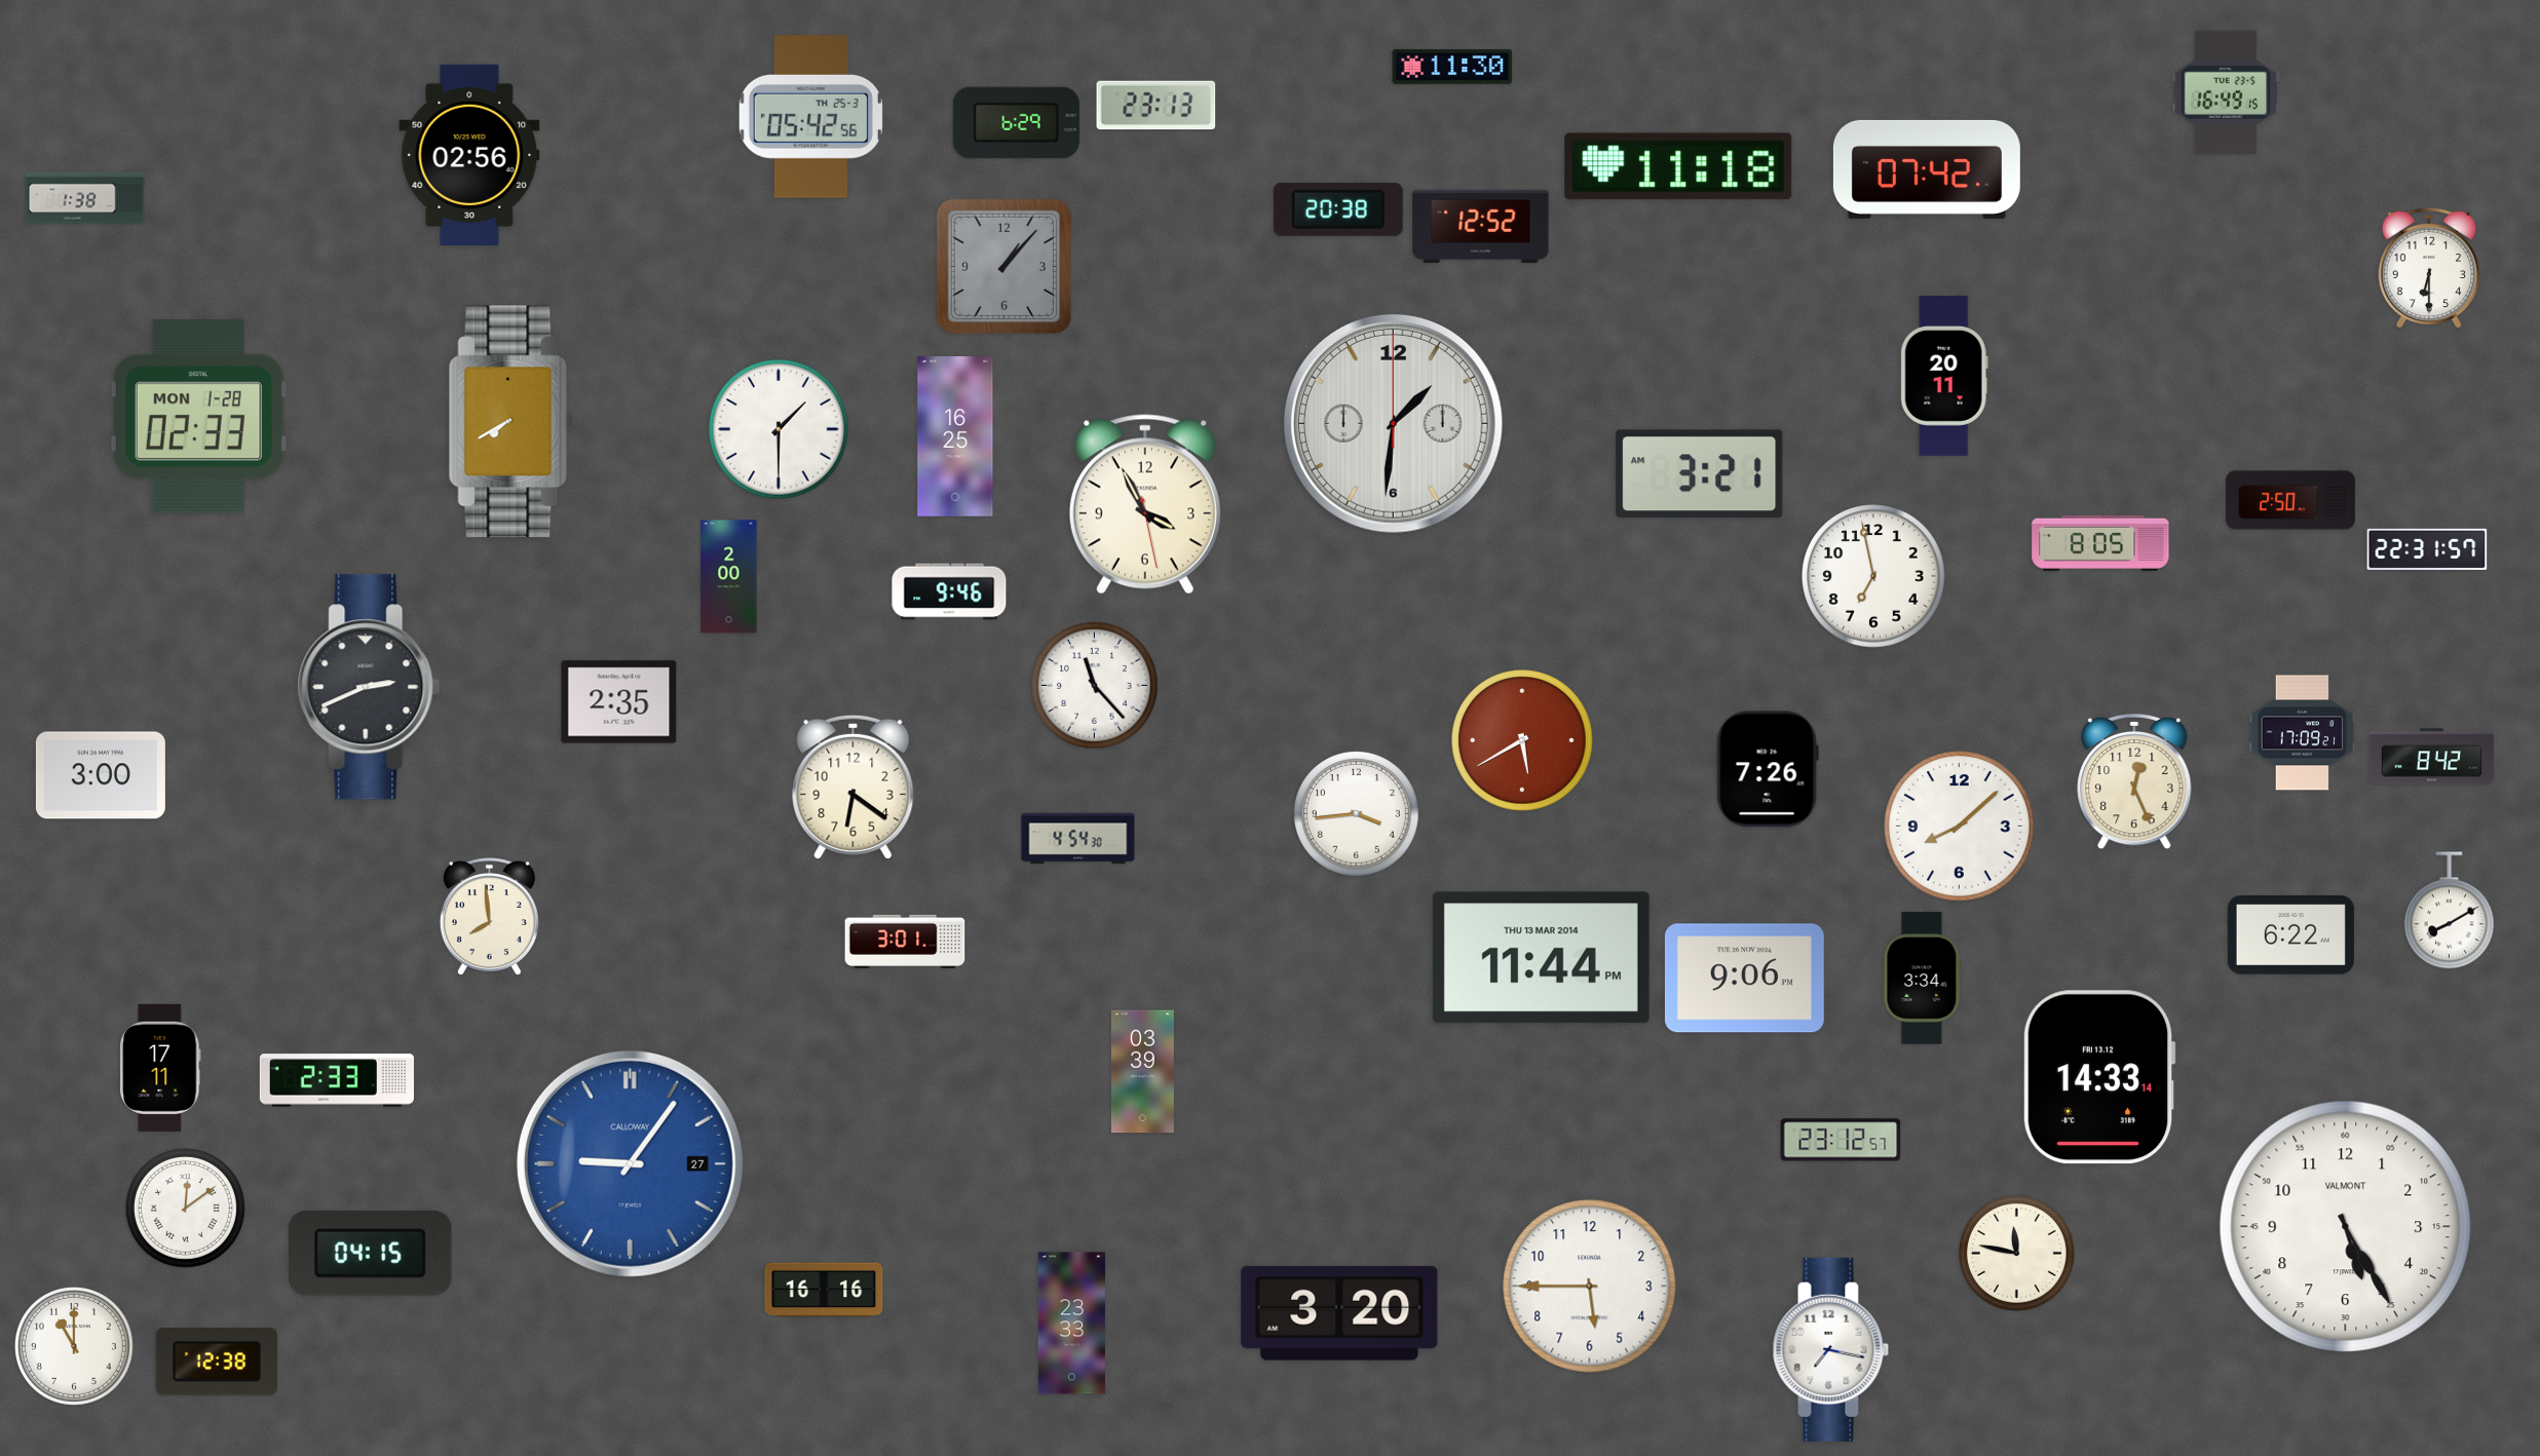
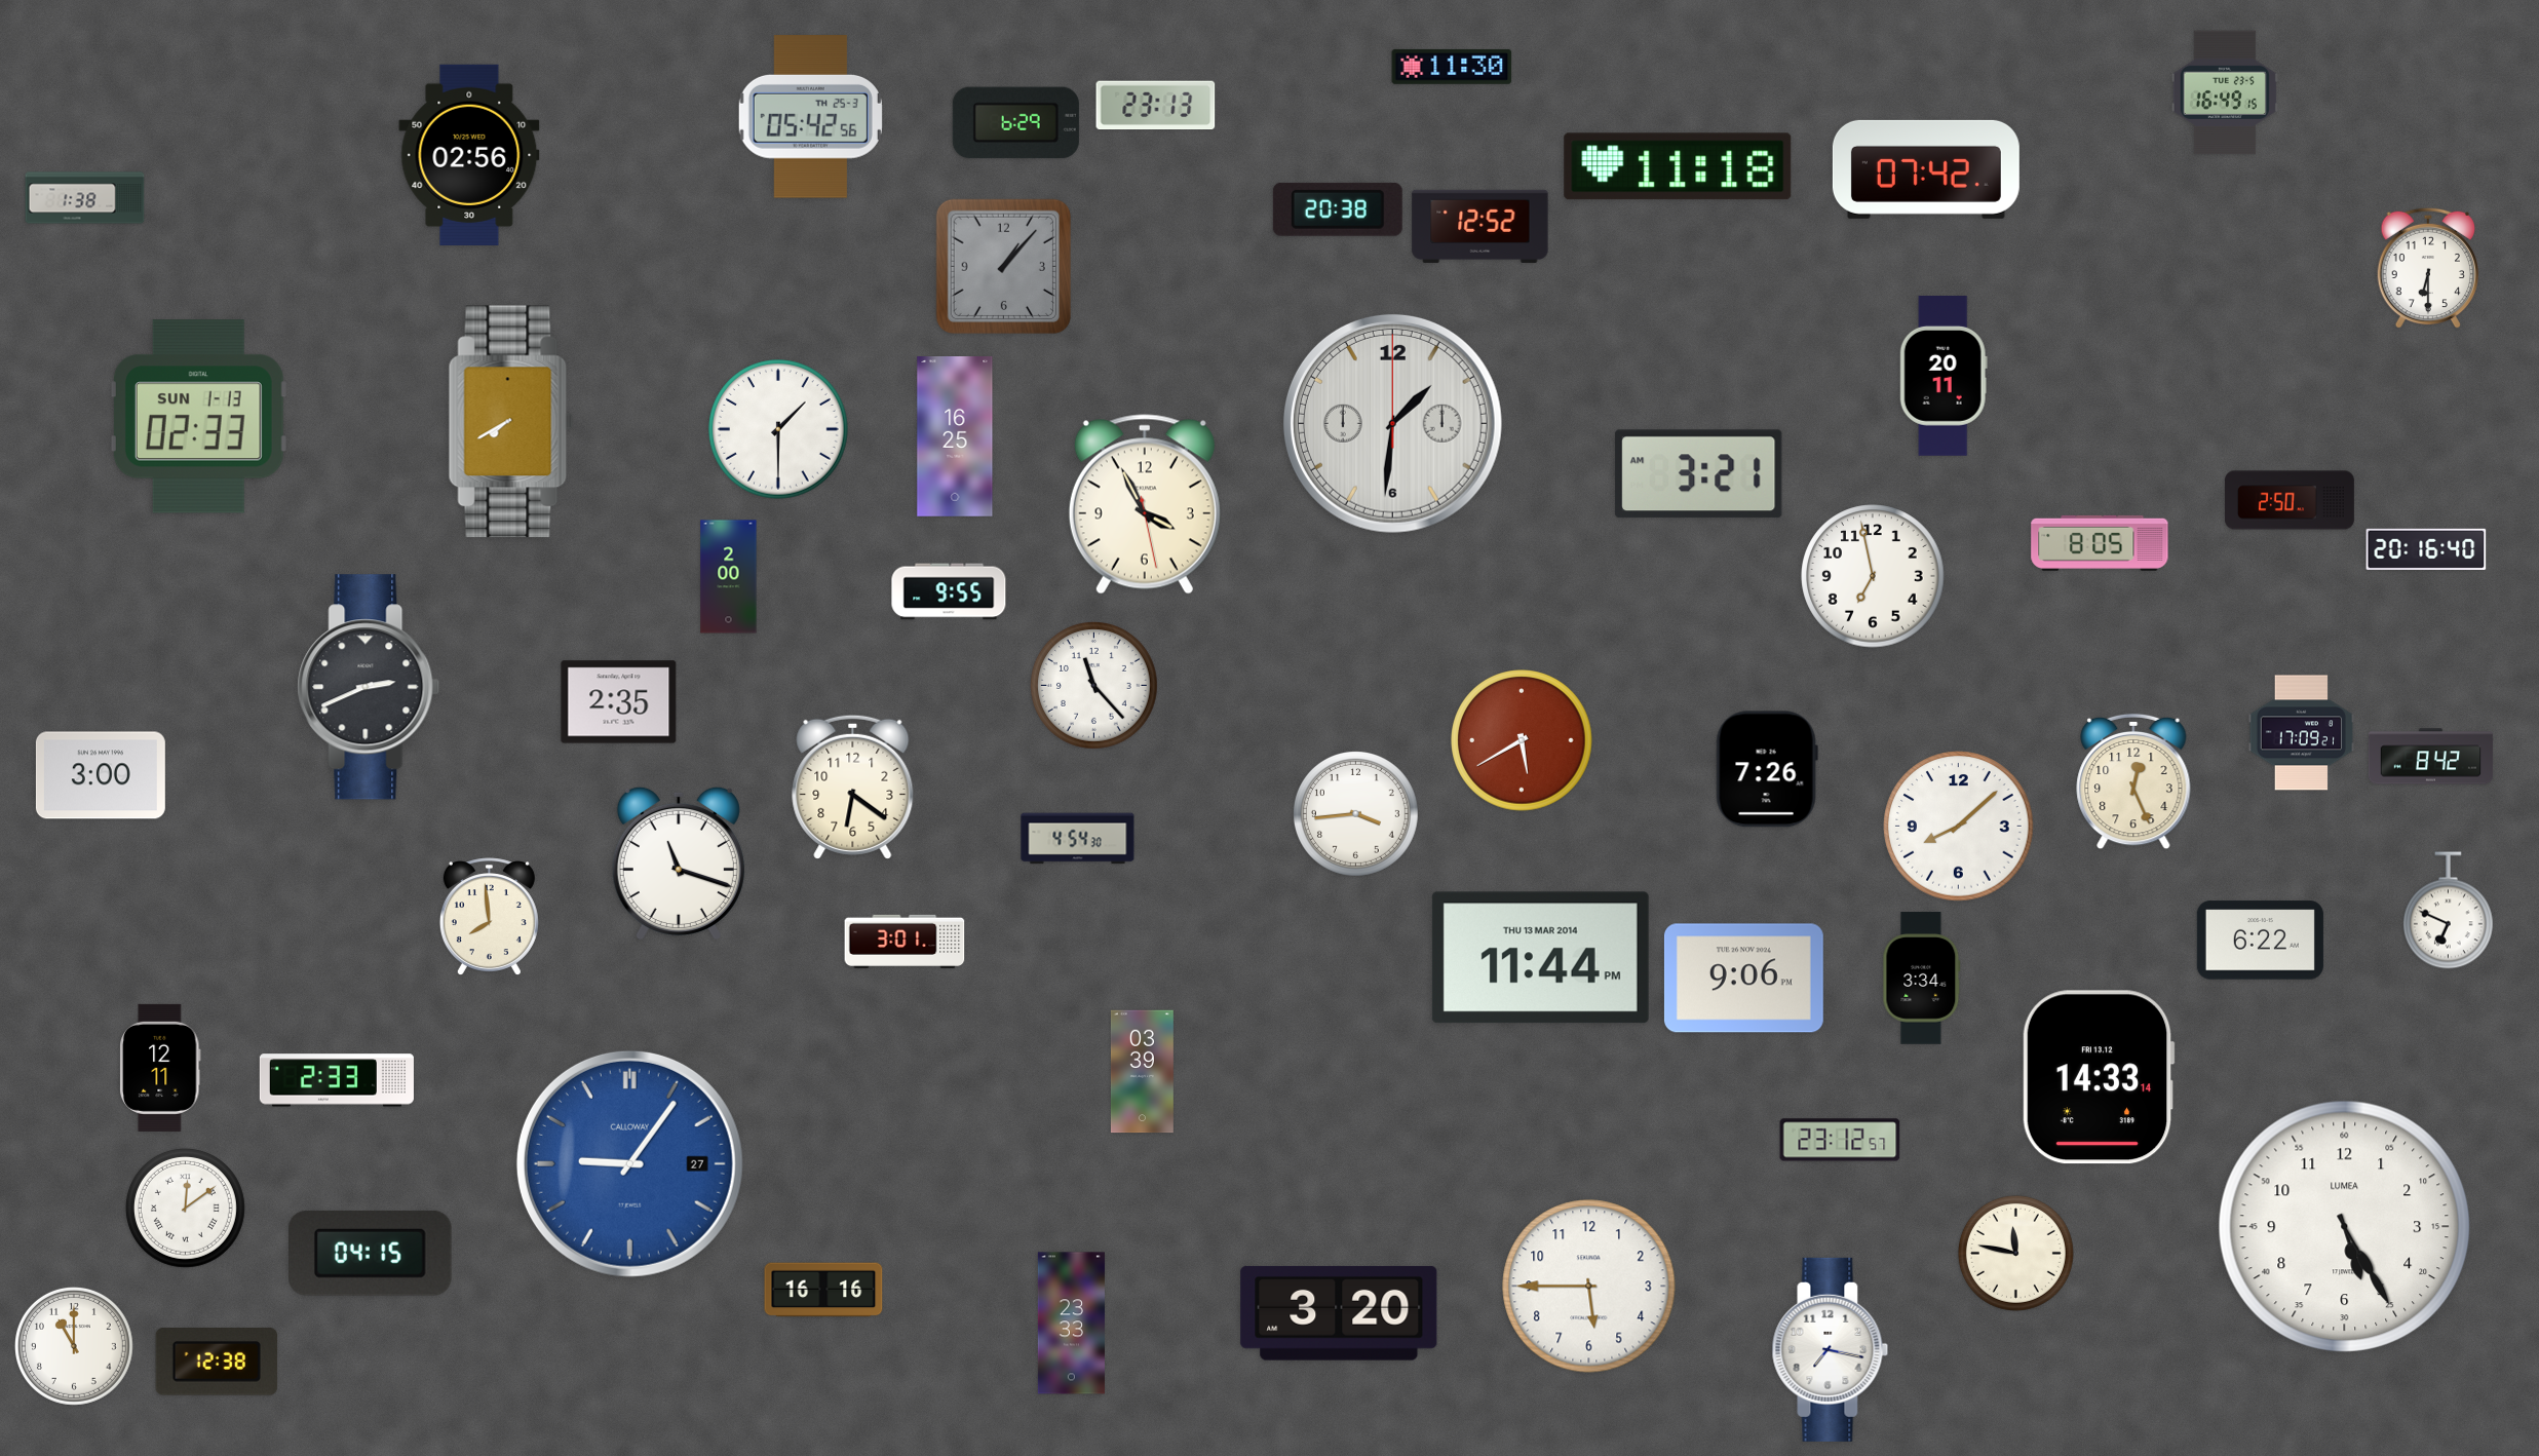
clock at (198, 417) date: MON 1-28 -> SUN 1-13
clock at (2427, 549): 22:31 -> 20:16
clock at (949, 591): 9:46 -> 9:55
clock at (679, 863): none -> 11:18
clock at (2449, 911): 8:10 -> 6:49
clock at (2290, 935) position: (2290, 935) -> (2260, 941)
clock at (160, 1068): 17:11 -> 12:11
clock at (2346, 1227) brand: VALMONT -> LUMEA
